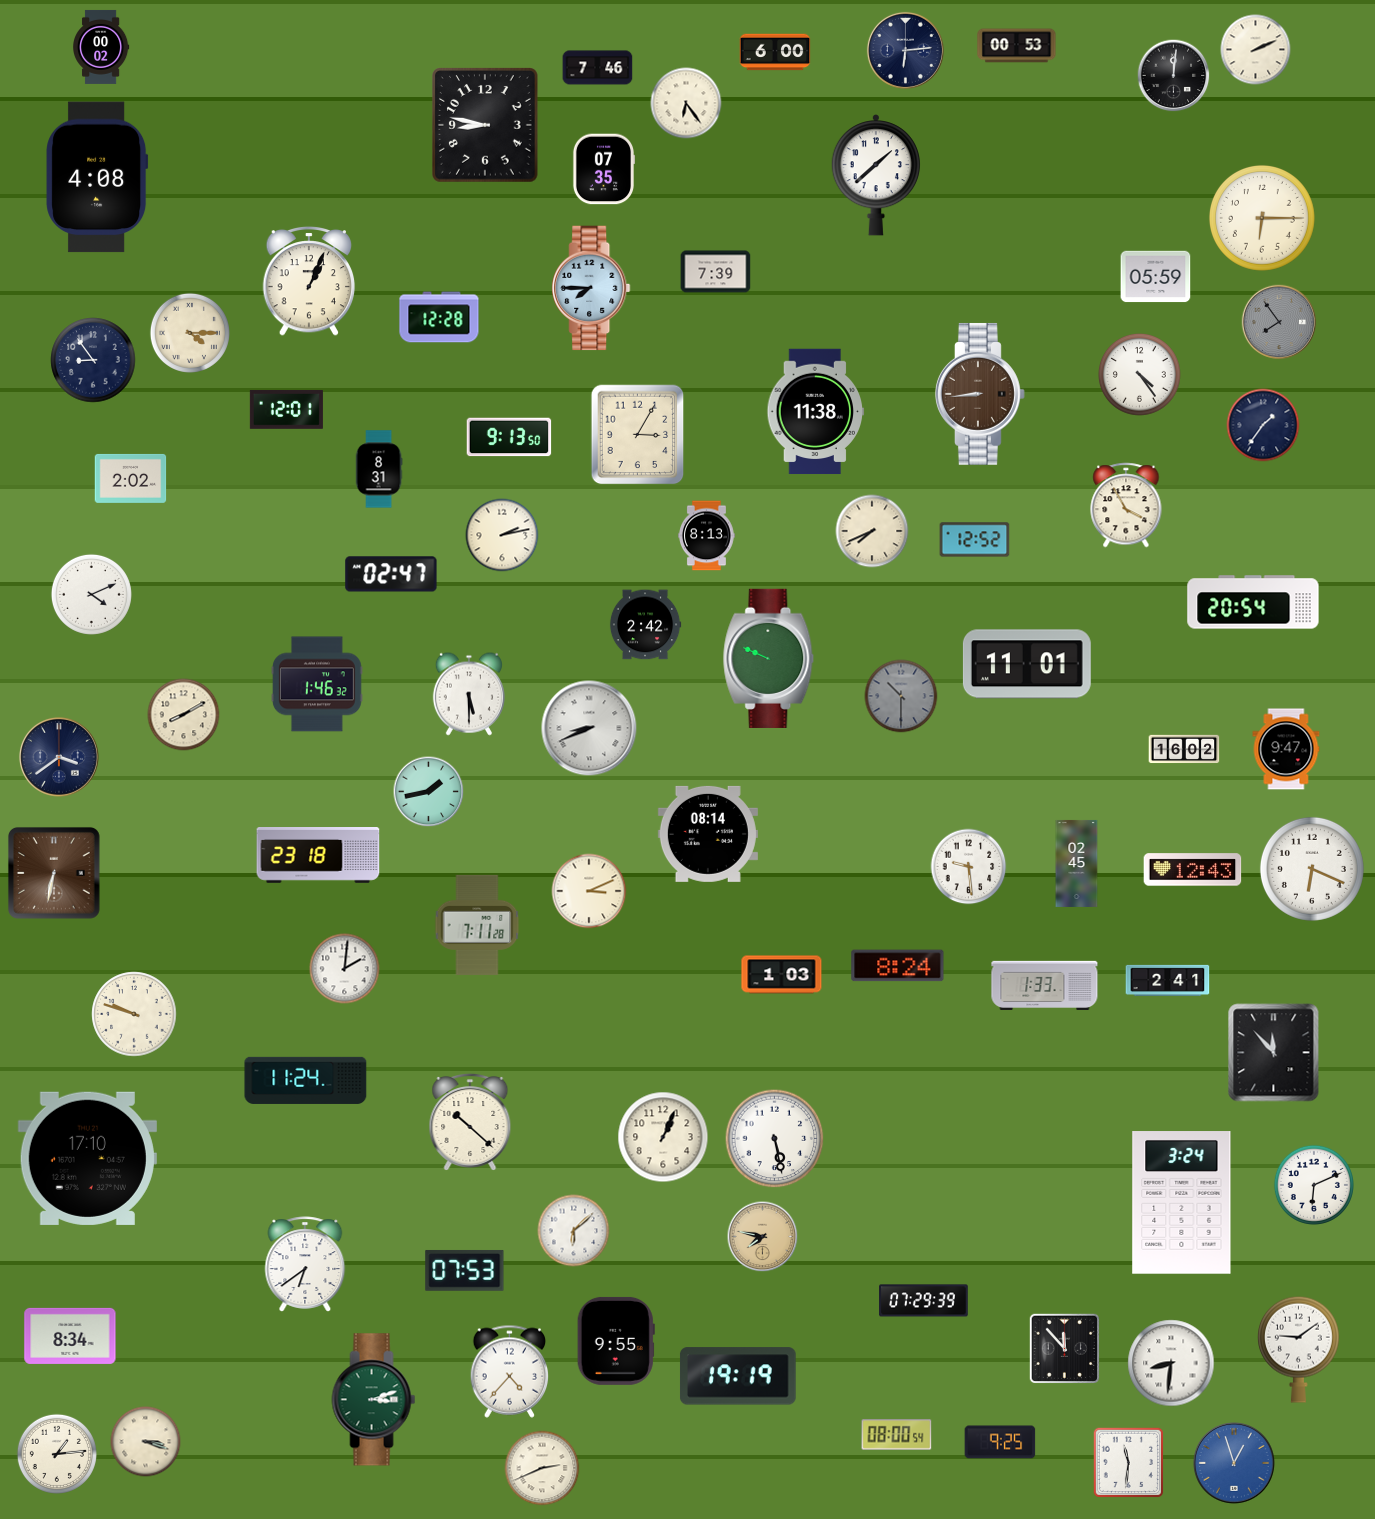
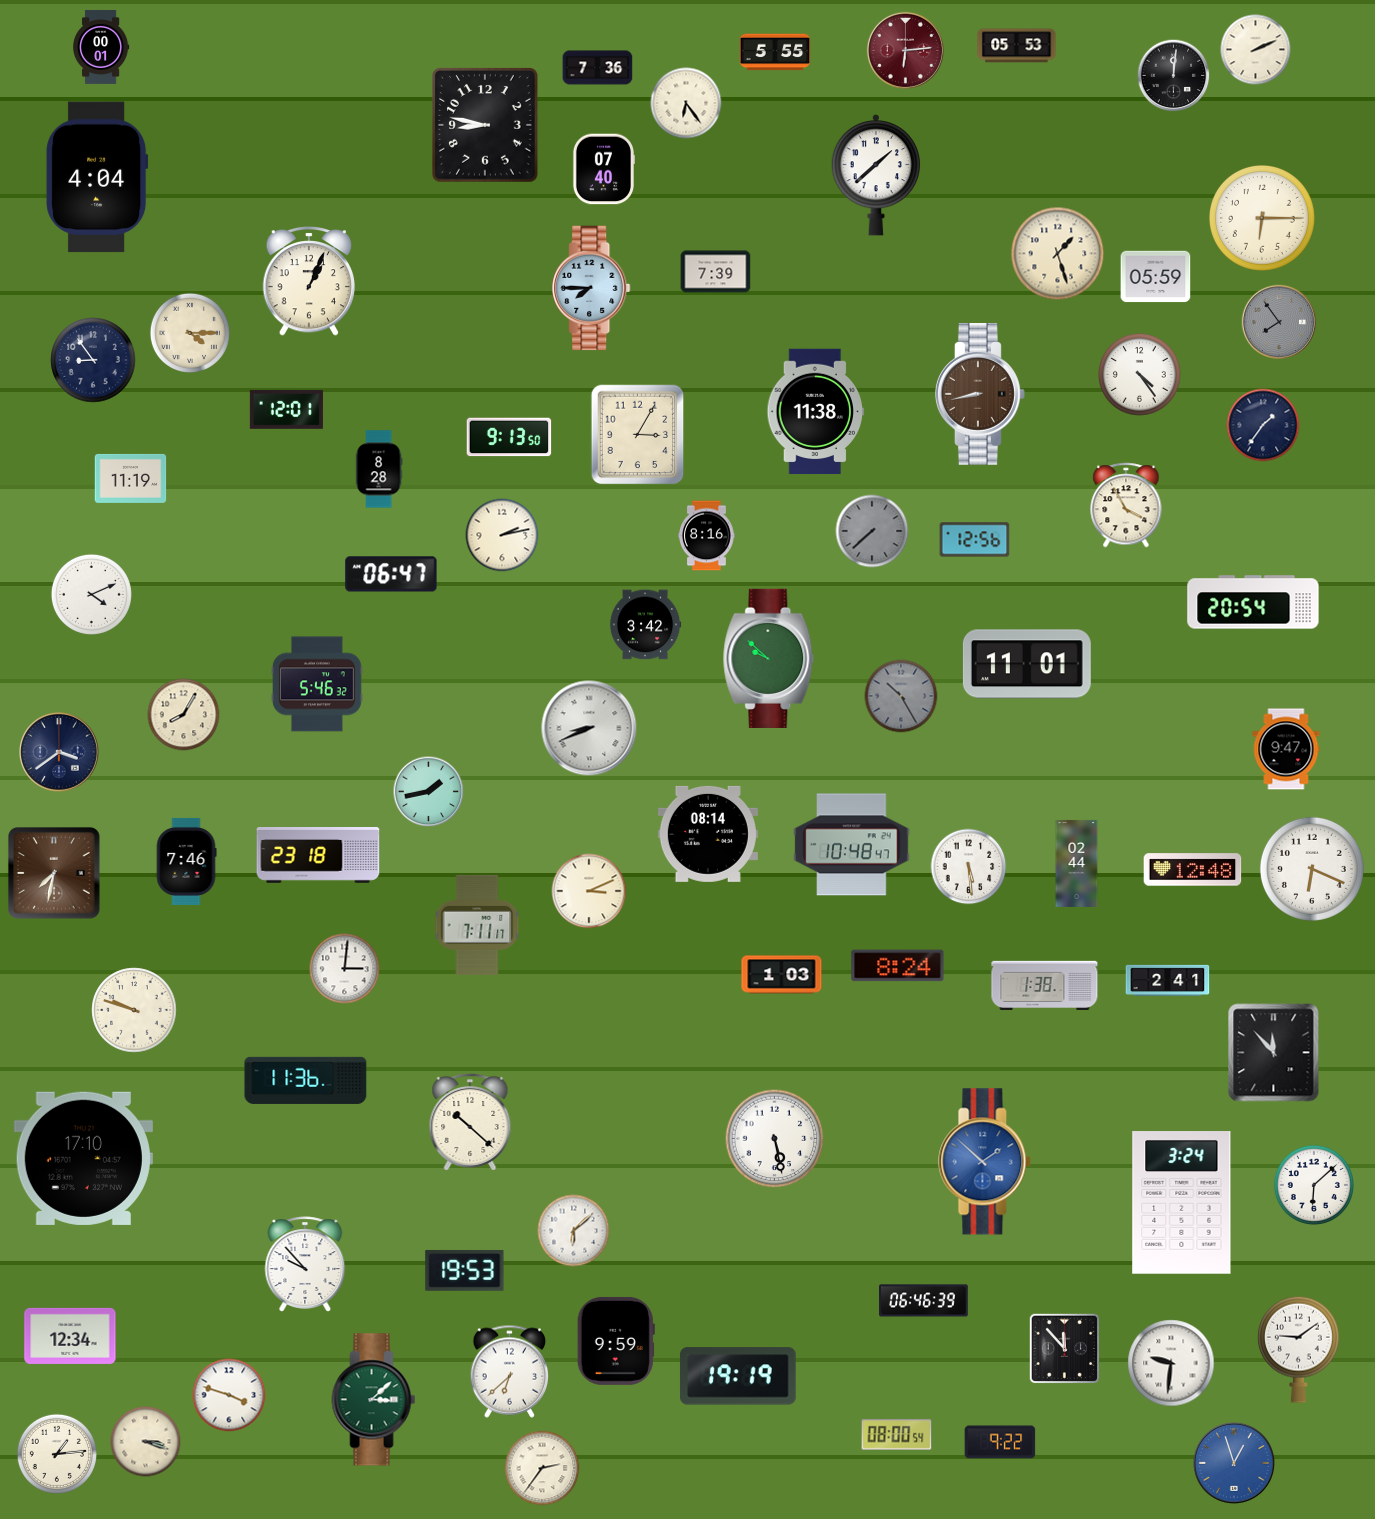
clock at (1017, 46): 00:53 -> 05:53
clock at (102, 47): 00:02 -> 00:01
clock at (905, 50) dial: navy -> burgundy
clock at (775, 52): 6:00 -> 5:55
clock at (598, 68): 7:46 -> 7:36
clock at (603, 169): 07:35 -> 07:40
clock at (97, 177): 4:08 -> 4:04
clock at (1058, 254): none -> 1:27
clock at (439, 317): 12:28 -> none
clock at (981, 394): 8:44 -> 8:43
clock at (379, 469): 8:31 -> 8:28
clock at (131, 478): 2:02 -> 11:19
clock at (872, 531): 7:41 -> 7:38
clock at (872, 531) dial: cream -> grey
clock at (707, 536): 8:13 -> 8:16
clock at (975, 540): 12:52 -> 12:56
clock at (391, 574): 02:47 -> 06:47
clock at (645, 625): 2:42 -> 3:42
clock at (769, 658): 9:49 -> 9:52
clock at (317, 684): 1:46 -> 5:46
clock at (469, 694): 5:30 -> none
clock at (901, 696): 10:30 -> 10:25
clock at (184, 715): 8:10 -> 8:05
clock at (1184, 749): 16:02 -> none
clock at (59, 757) position: (59, 757) -> (59, 752)
clock at (852, 845): none -> 10:48
clock at (186, 861): none -> 7:46
clock at (1077, 863): 02:45 -> 02:44
clock at (969, 867): 9:29 -> 5:29
clock at (1193, 870): 12:43 -> 12:48
clock at (54, 873): 6:32 -> 7:32
clock at (477, 925): 7:11:28 -> 7:11:17
clock at (345, 969): 2:01 -> 3:01
clock at (1045, 985): 1:33 -> 1:38
clock at (134, 1014) position: (134, 1014) -> (134, 1010)
clock at (306, 1080): 11:24 -> 11:36
clock at (663, 1137): 1:04 -> none
clock at (87, 1158) position: (87, 1158) -> (83, 1158)
clock at (985, 1162): none -> 1:52
clock at (1314, 1185): 6:11 -> 6:08
clock at (763, 1237): 7:47 -> none
clock at (305, 1264): 6:39 -> 9:53
clock at (465, 1270): 07:53 -> 19:53
clock at (924, 1301): 07:29 -> 06:46
clock at (70, 1336): 8:34 -> 12:34
clock at (616, 1341): 9:55 -> 9:59
clock at (1171, 1363): 8:31 -> 9:31
clock at (510, 1371): 4:37 -> 6:38
clock at (229, 1395): none -> 3:48
clock at (374, 1400): 3:12 -> 3:08
clock at (1000, 1442): 9:25 -> 9:22
clock at (1129, 1463): 11:31 -> none
clock at (542, 1468): 2:41 -> 2:36
